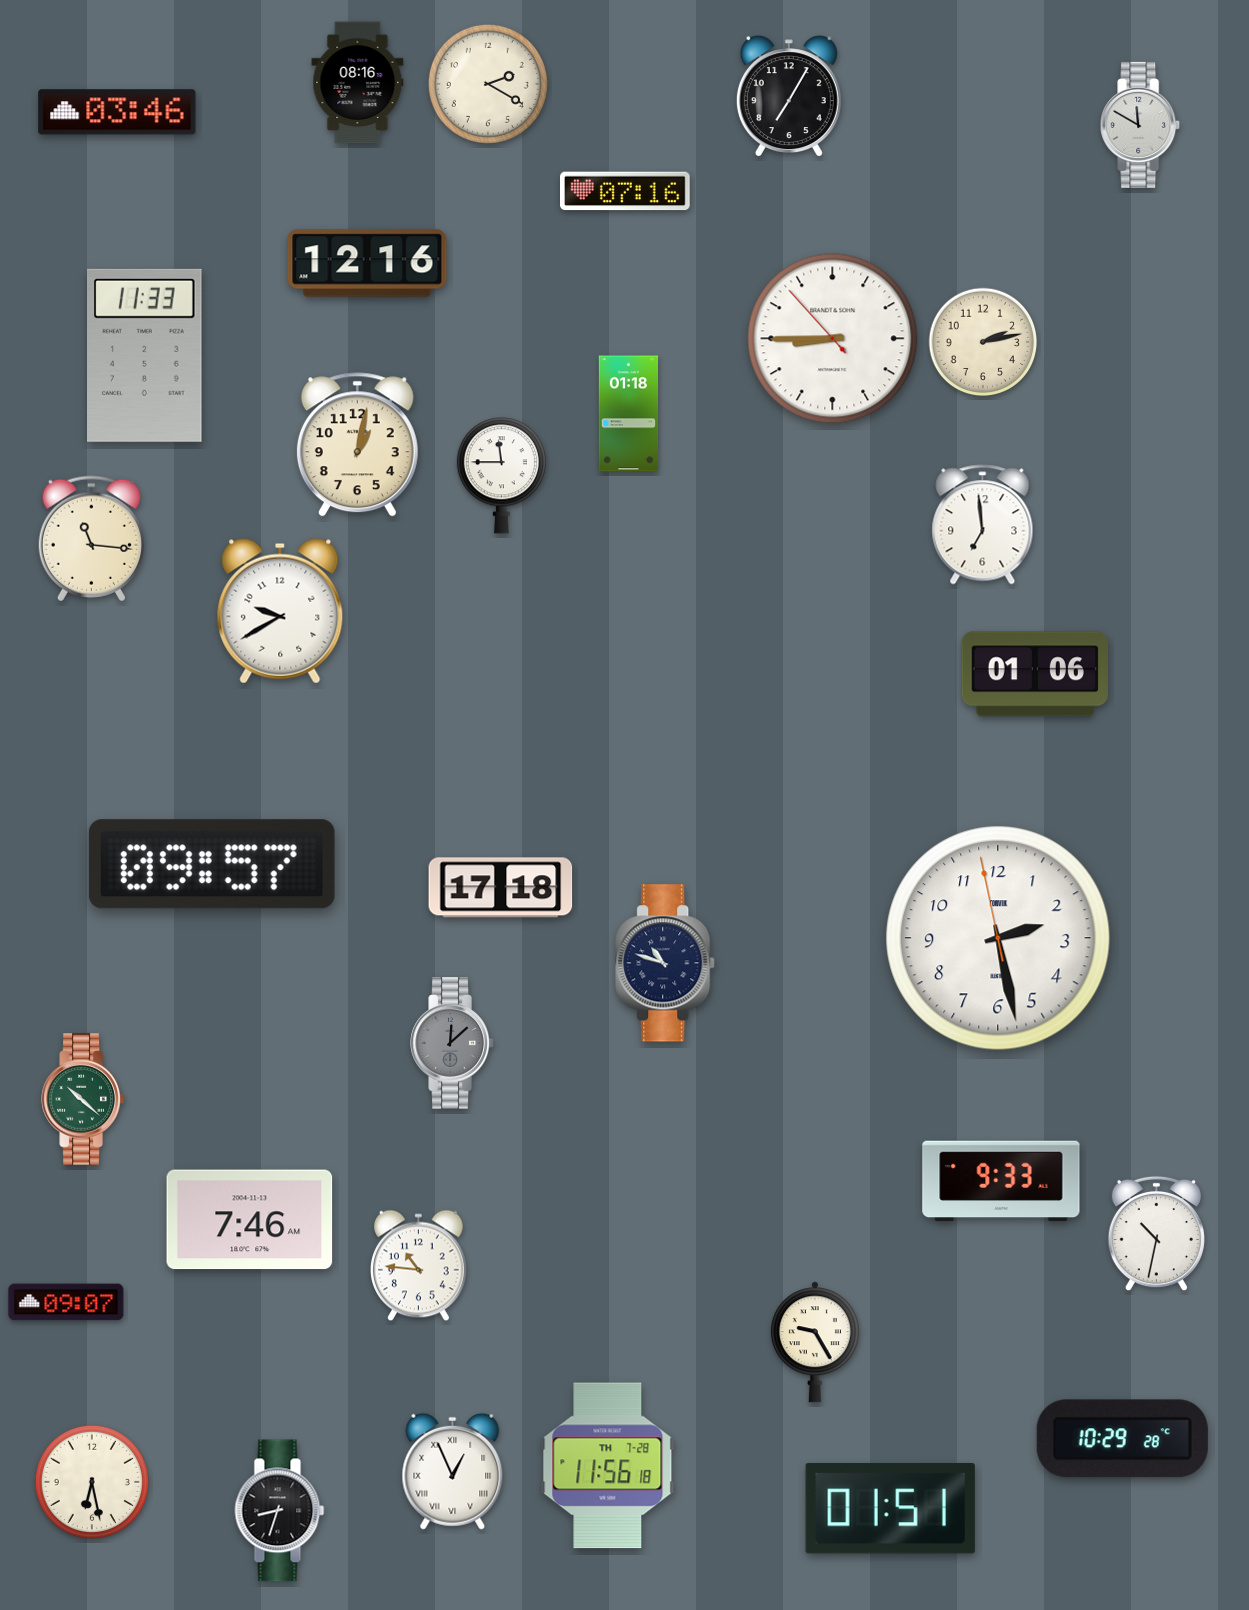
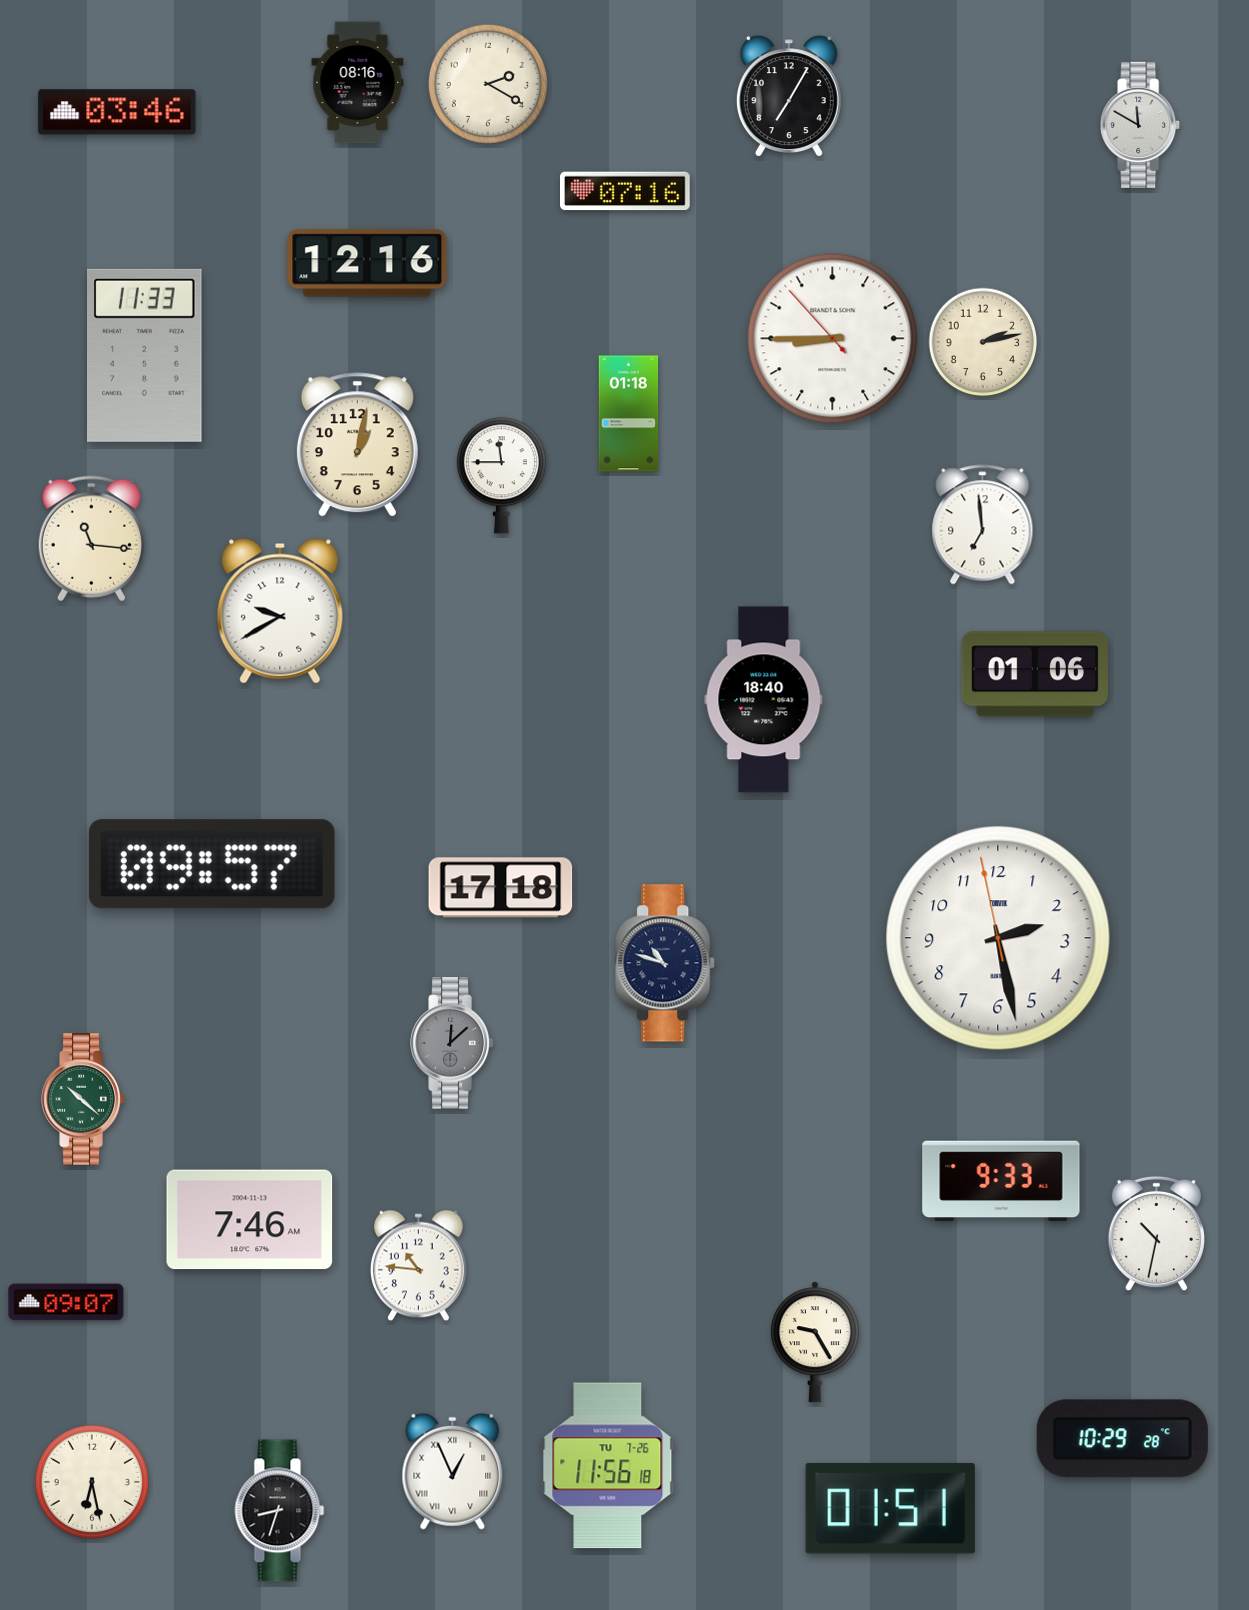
clock at (764, 700): none -> 18:40
clock at (608, 1466) date: TH 7-28 -> TU 7-26
